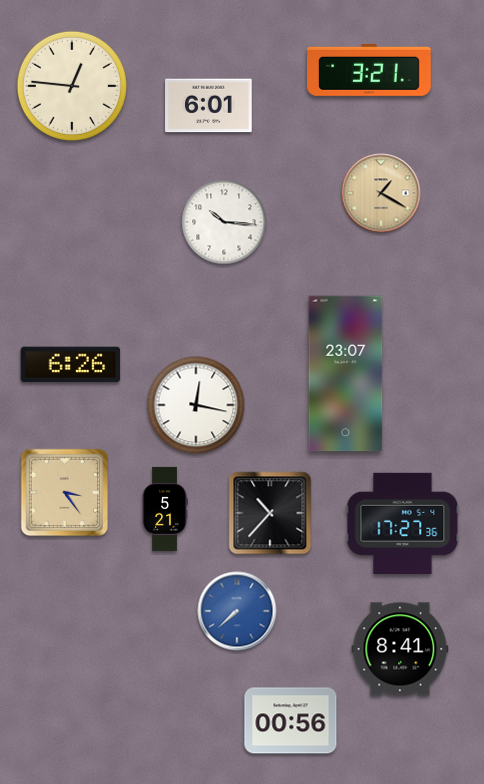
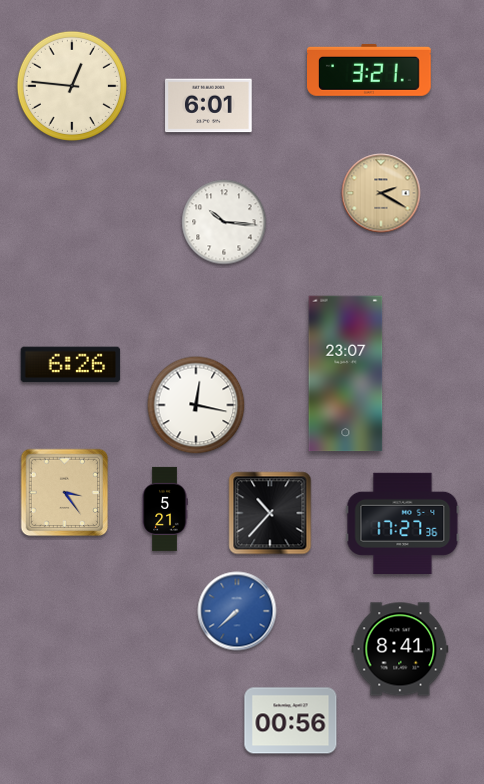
clock at (381, 193): 1:20 -> 2:20
